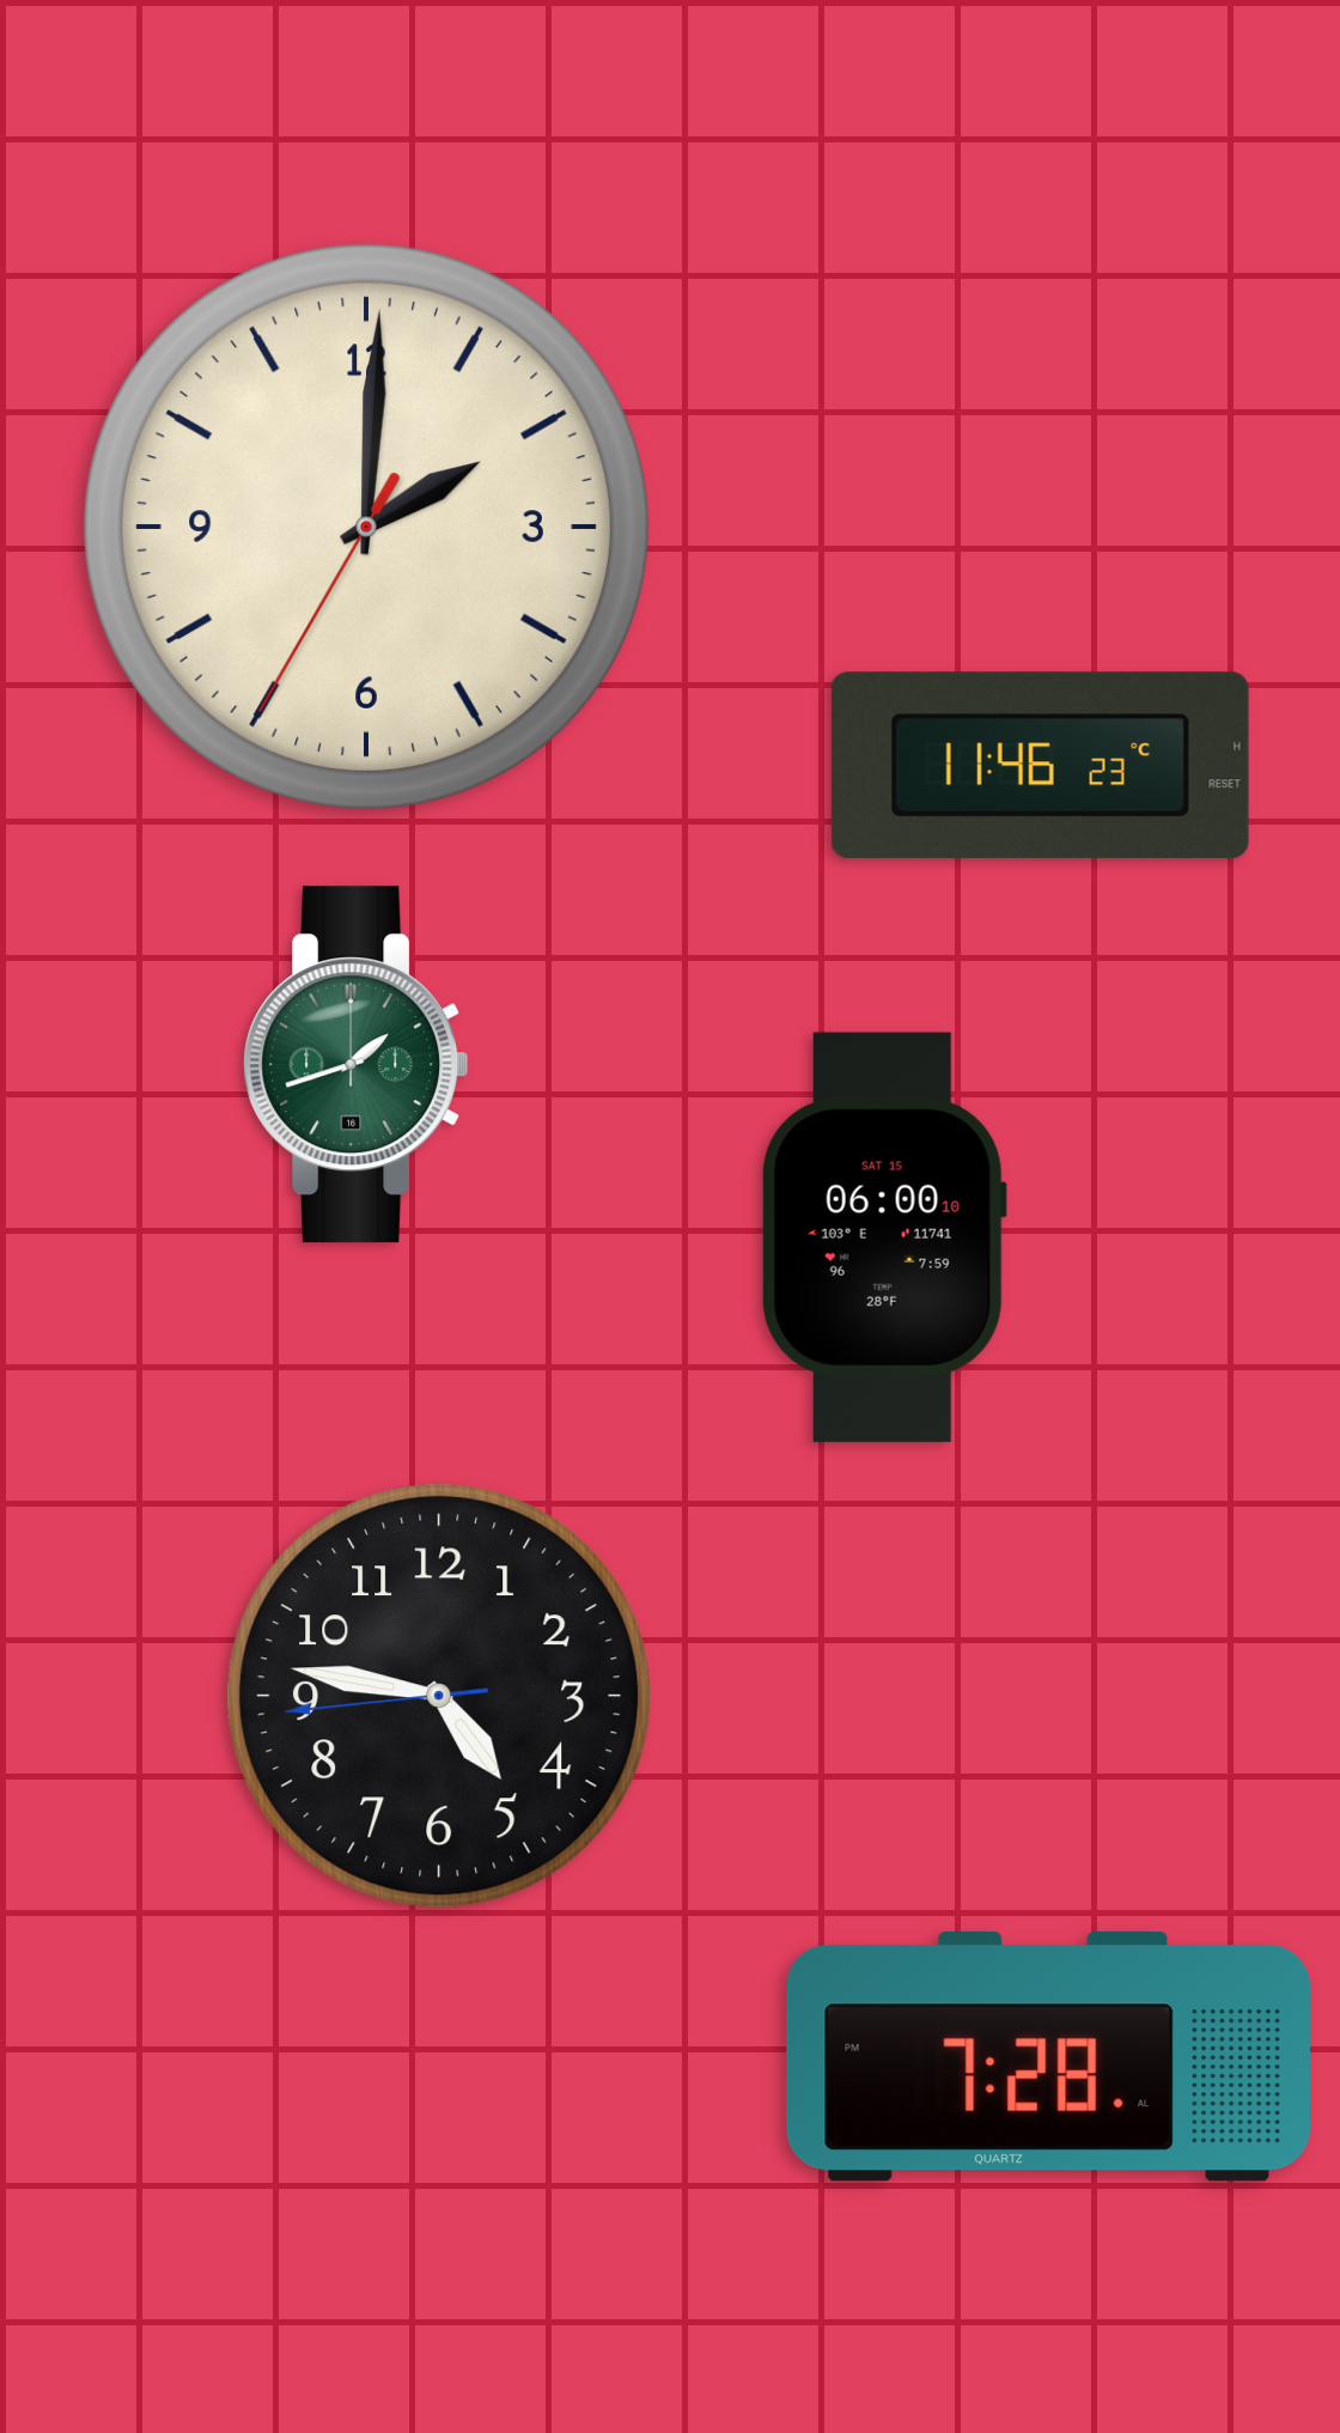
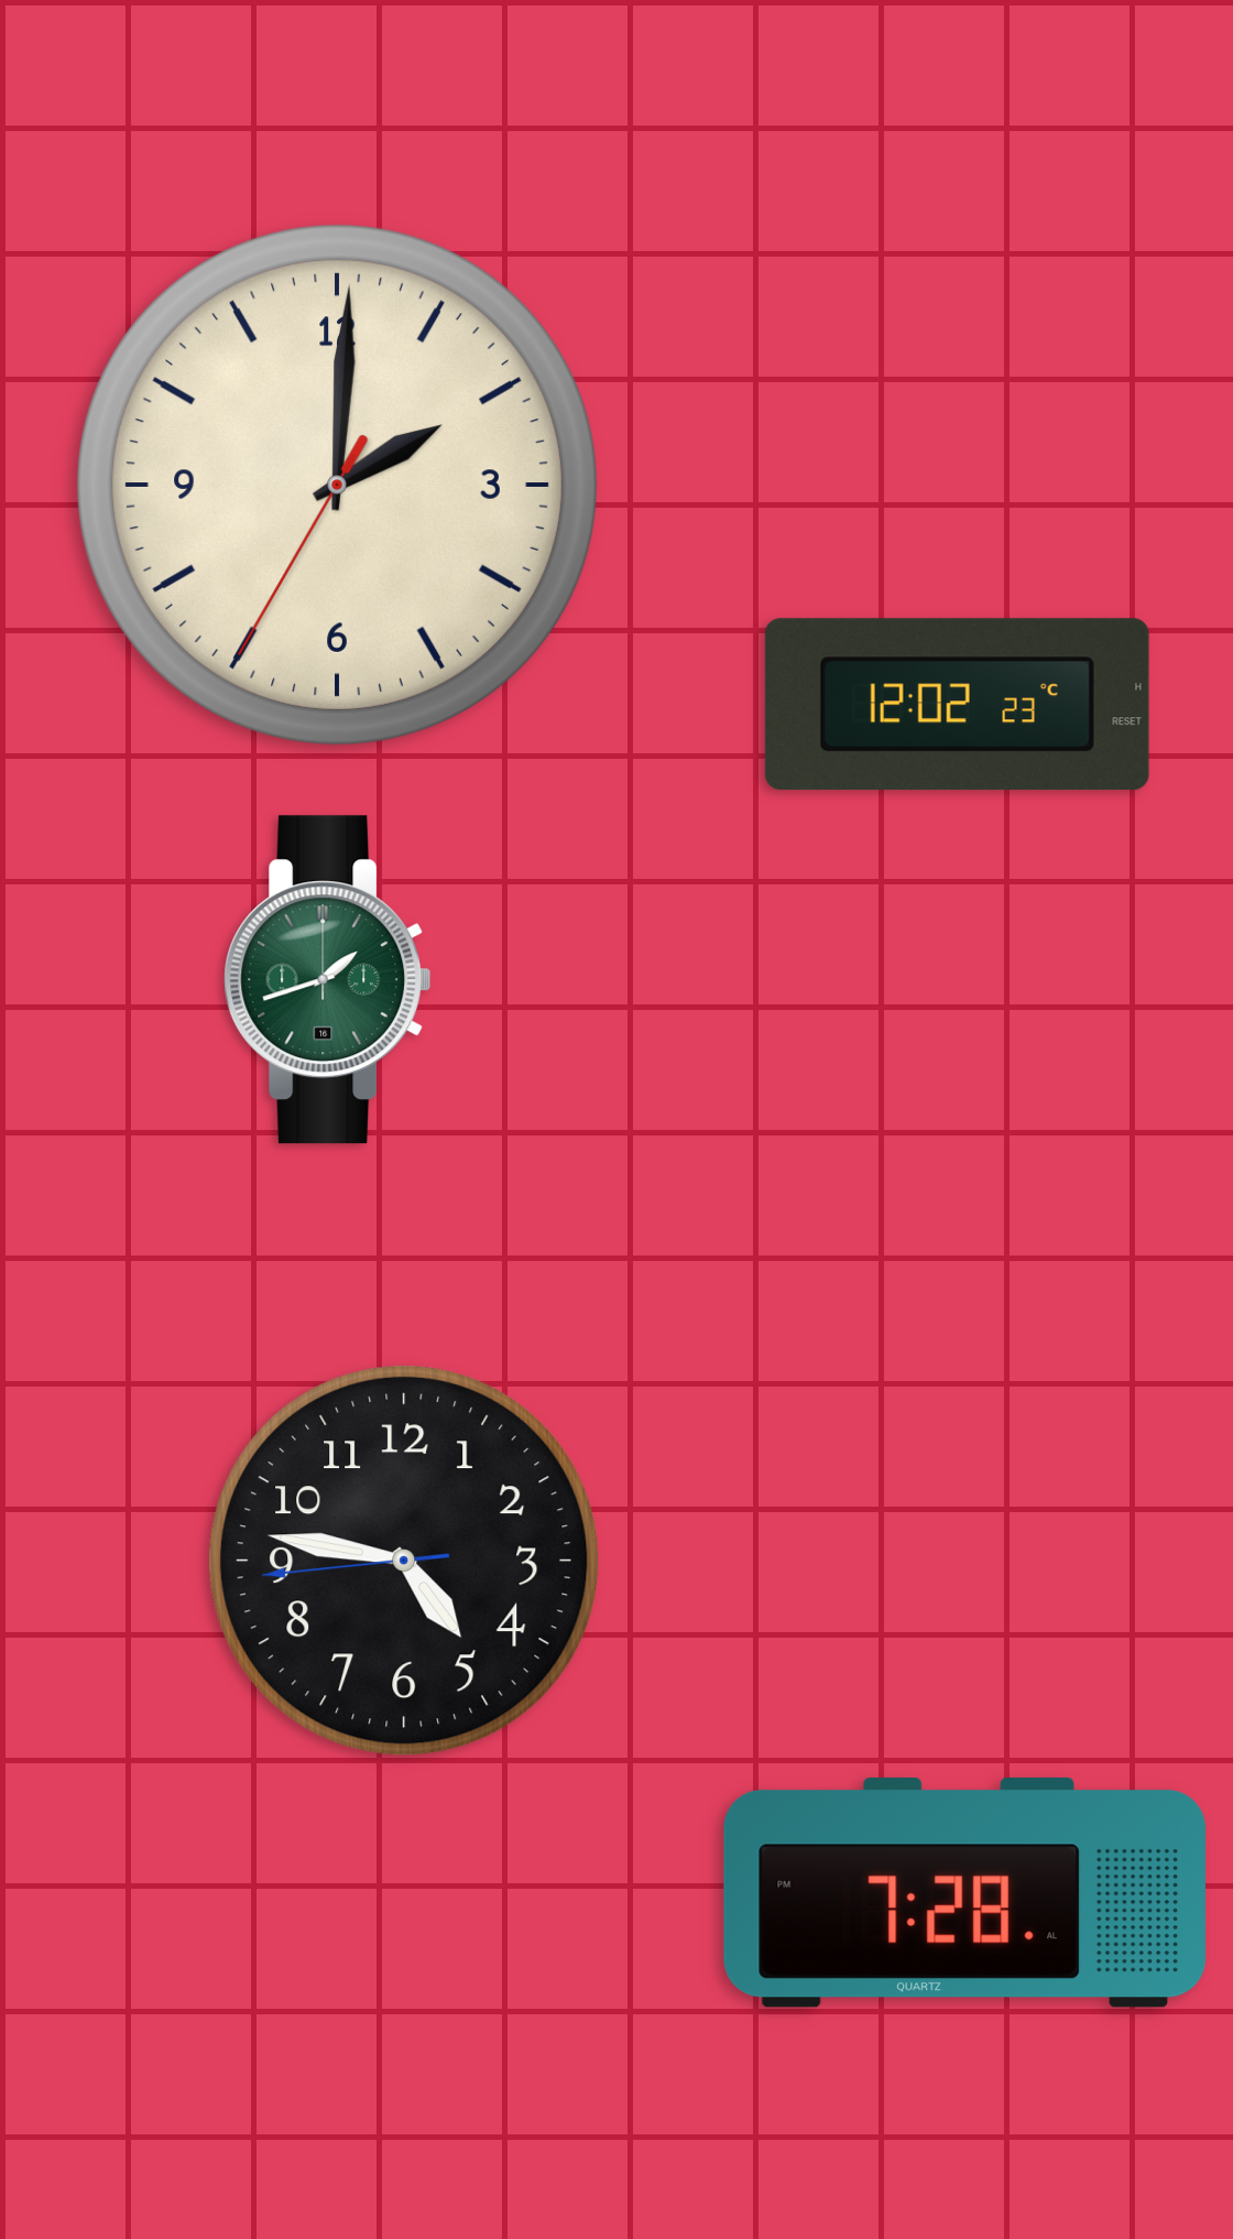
clock at (1040, 766): 11:46 -> 12:02
clock at (884, 1237): 06:00 -> none
